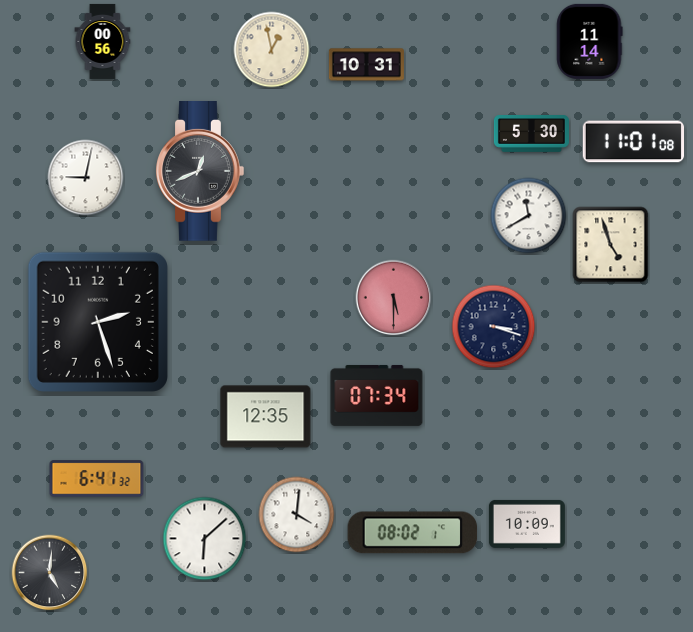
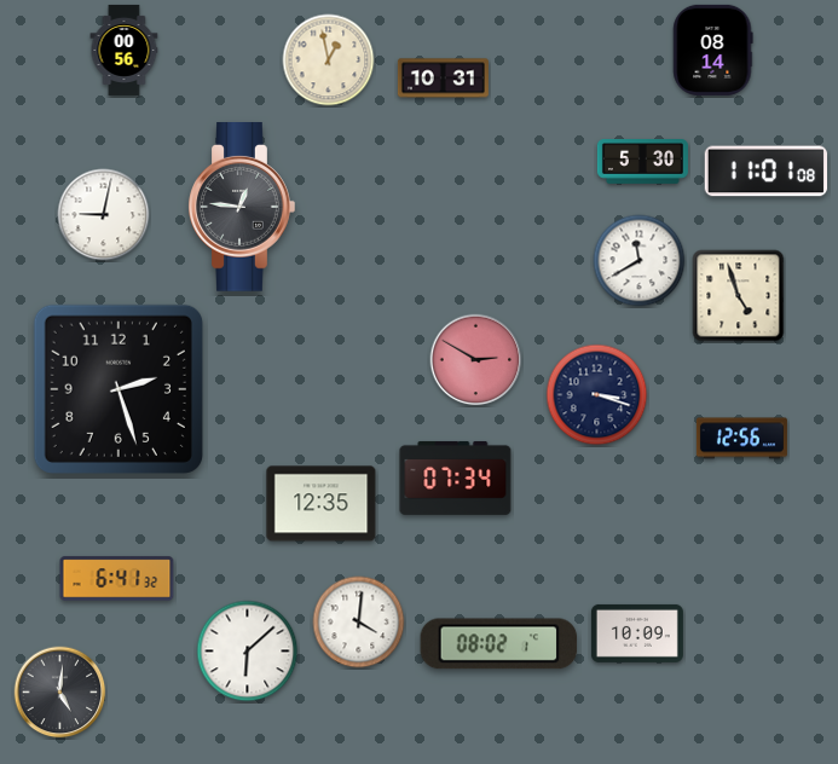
clock at (590, 41): 11:14 -> 08:14
clock at (200, 172): 12:41 -> 12:46
clock at (394, 298): 5:30 -> 2:50
clock at (741, 439): none -> 12:56
